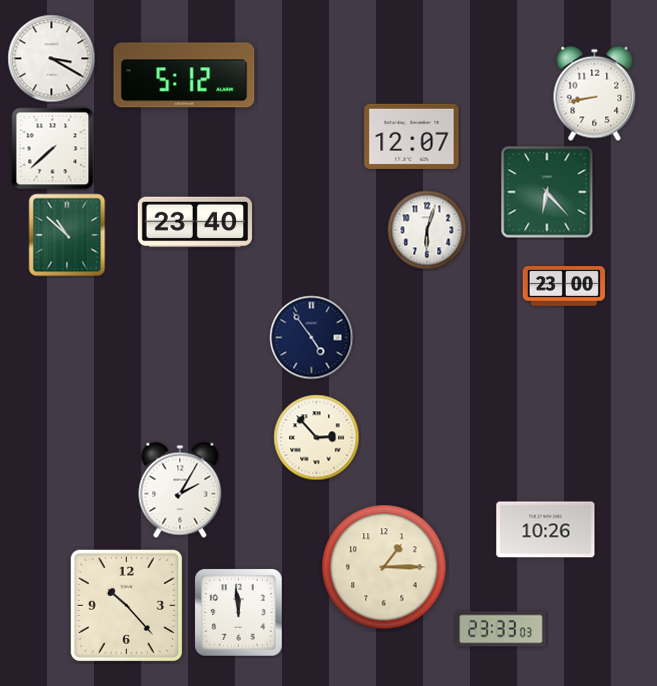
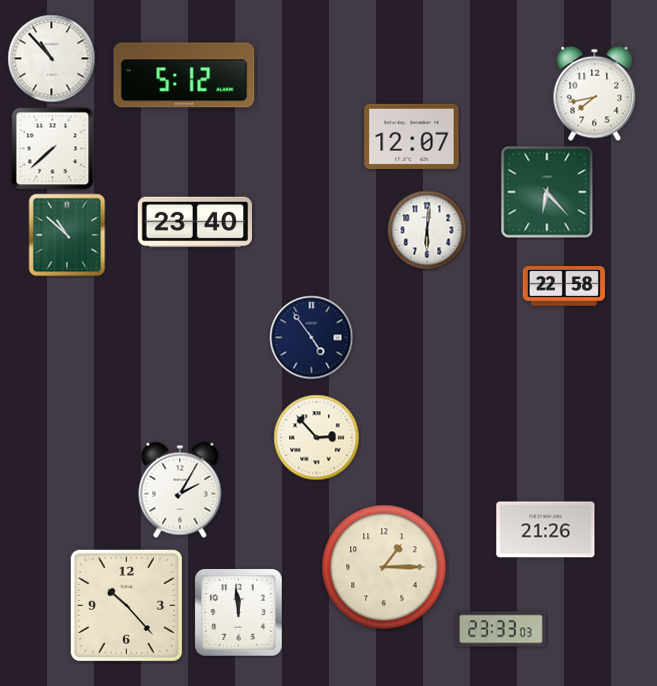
clock at (52, 59): 3:20 -> 10:53
clock at (595, 94): 8:43 -> 7:43
clock at (427, 230): 6:03 -> 6:01
clock at (564, 286): 23:00 -> 22:58
clock at (546, 530): 10:26 -> 21:26
